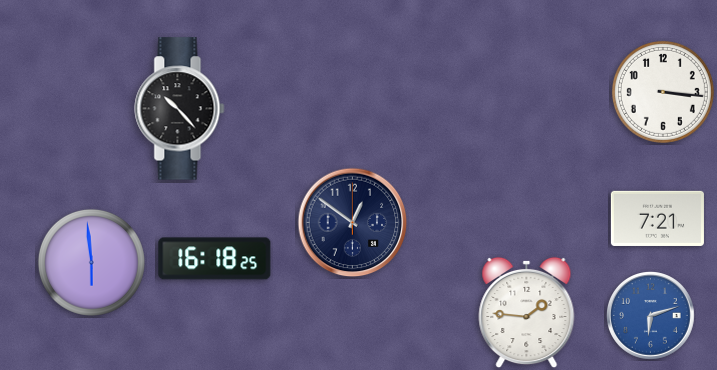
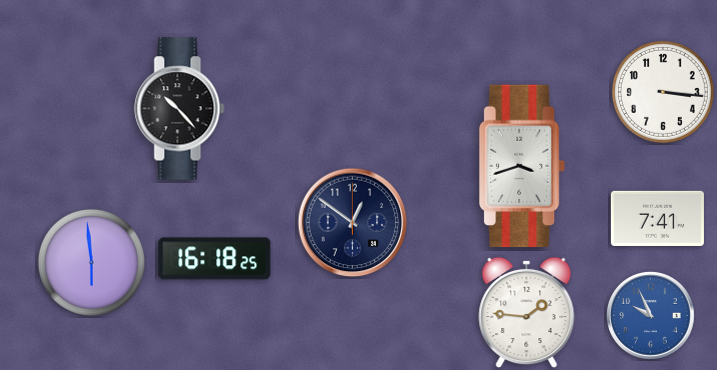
clock at (523, 166): none -> 3:42
clock at (657, 218): 7:21 -> 7:41
clock at (651, 316): 6:12 -> 9:56
